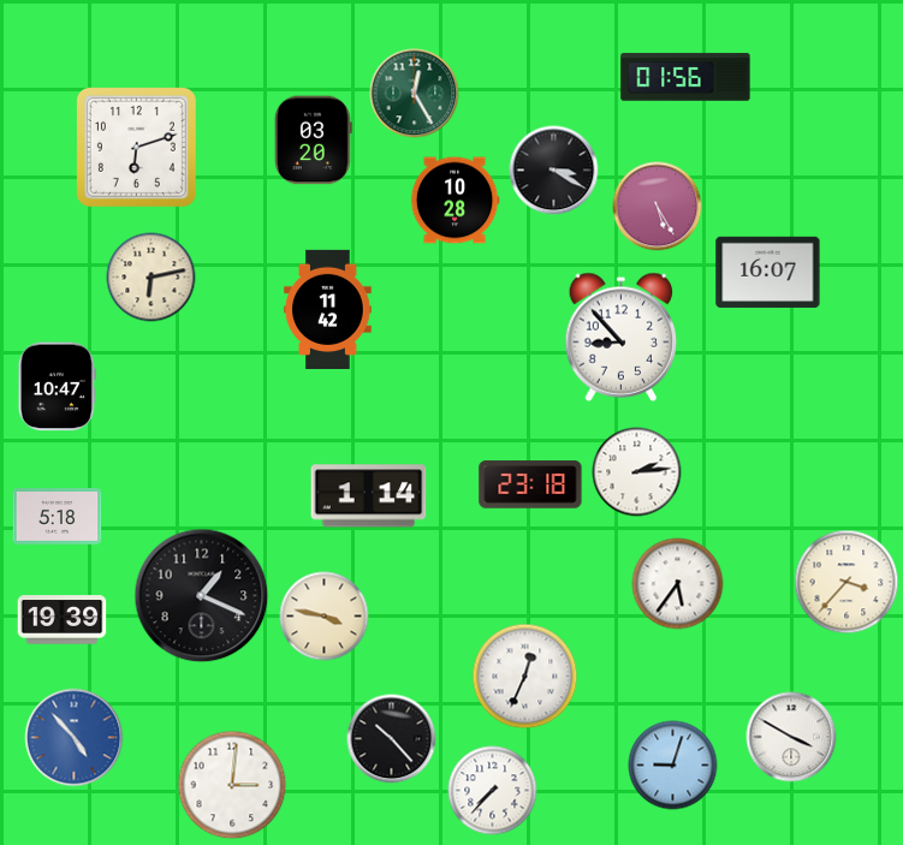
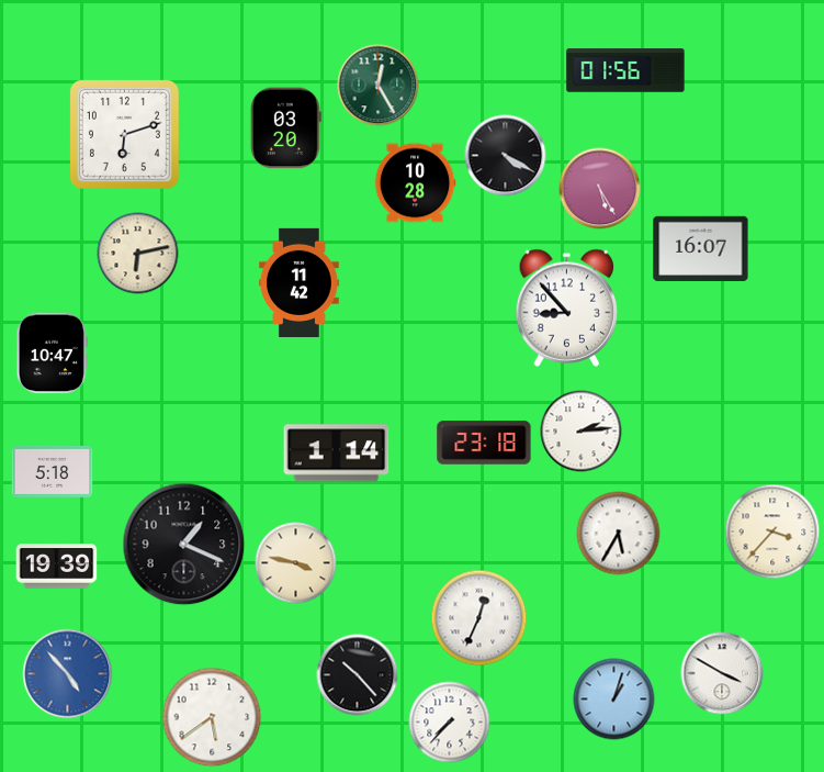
clock at (554, 171): 3:20 -> 4:20
clock at (678, 584): 5:36 -> 5:35
clock at (673, 766): 9:03 -> 1:03
clock at (232, 785): 3:01 -> 5:39
